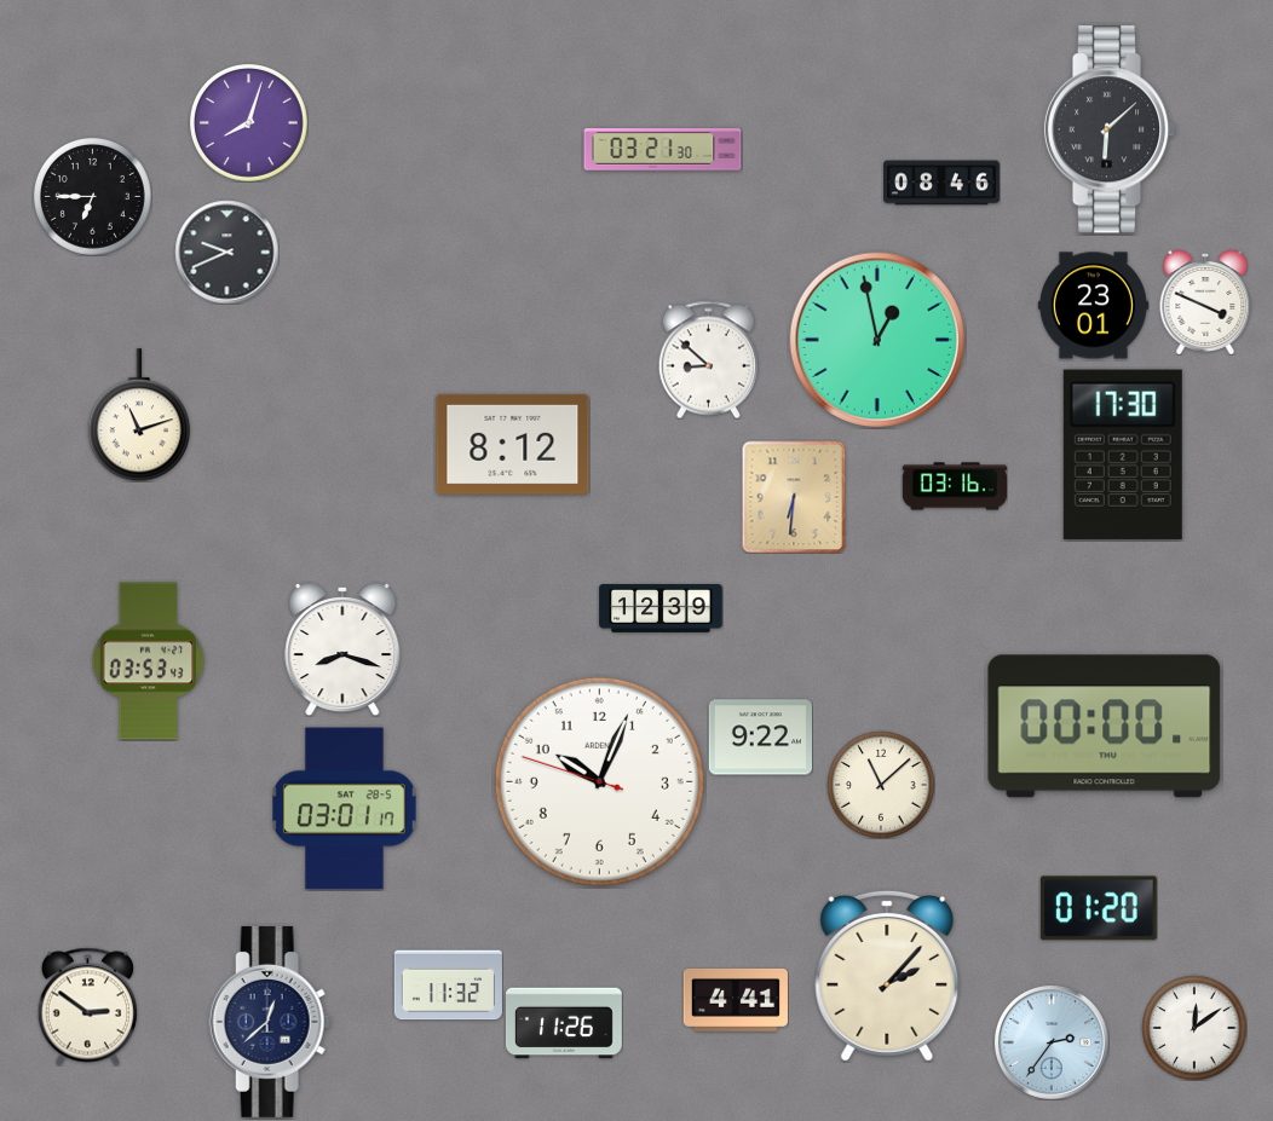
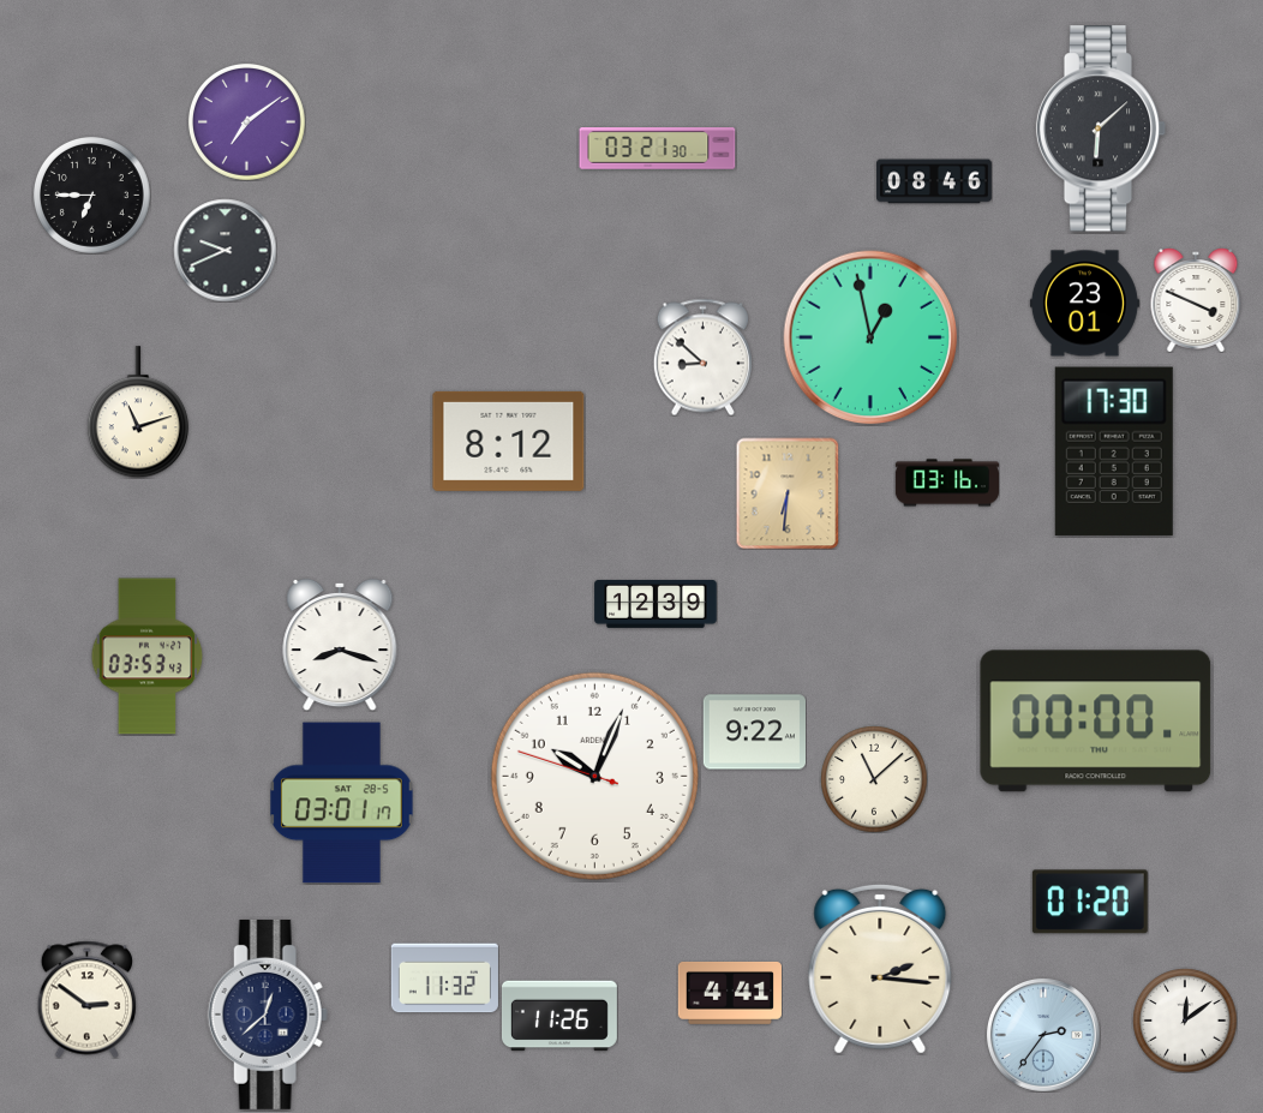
clock at (248, 122): 8:03 -> 7:09
clock at (887, 976): 2:07 -> 2:16
